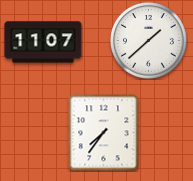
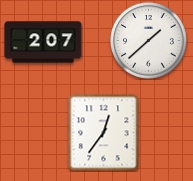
clock at (43, 42): 11:07 -> 2:07
clock at (104, 132): 7:36 -> 12:36
